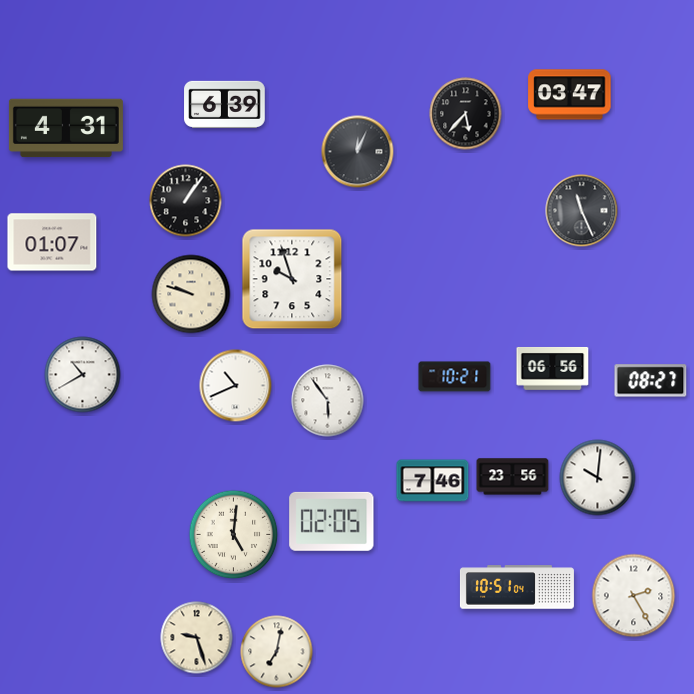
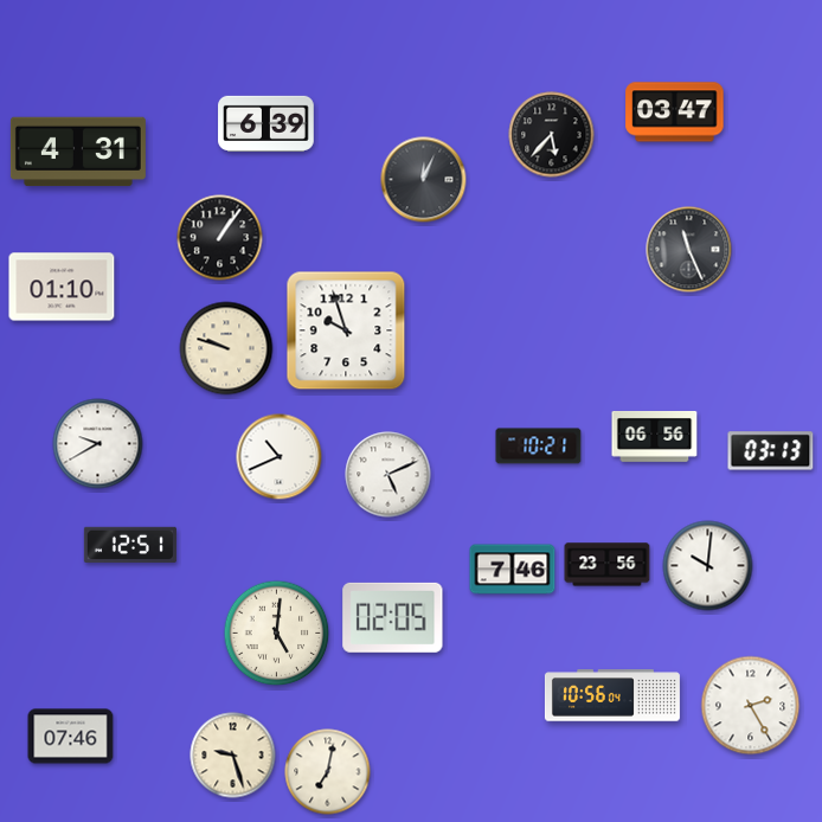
clock at (52, 242): 01:07 -> 01:10
clock at (83, 375): 10:40 -> 9:40
clock at (651, 381): 08:27 -> 03:13
clock at (328, 401): 5:54 -> 5:11
clock at (130, 545): none -> 12:51
clock at (517, 587): 10:51 -> 10:56
clock at (71, 737): none -> 07:46
